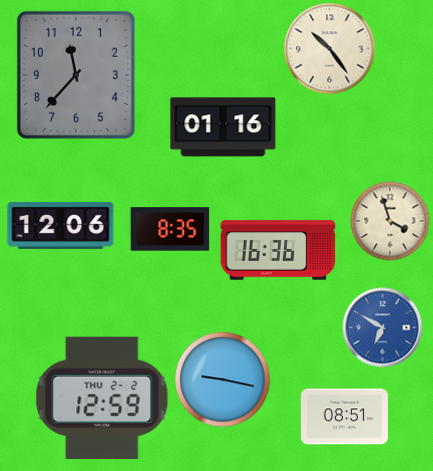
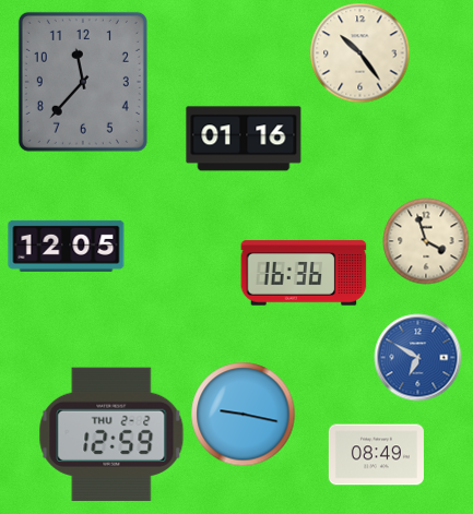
clock at (61, 225): 12:06 -> 12:05
clock at (170, 229): 8:35 -> none
clock at (344, 417): 08:51 -> 08:49
